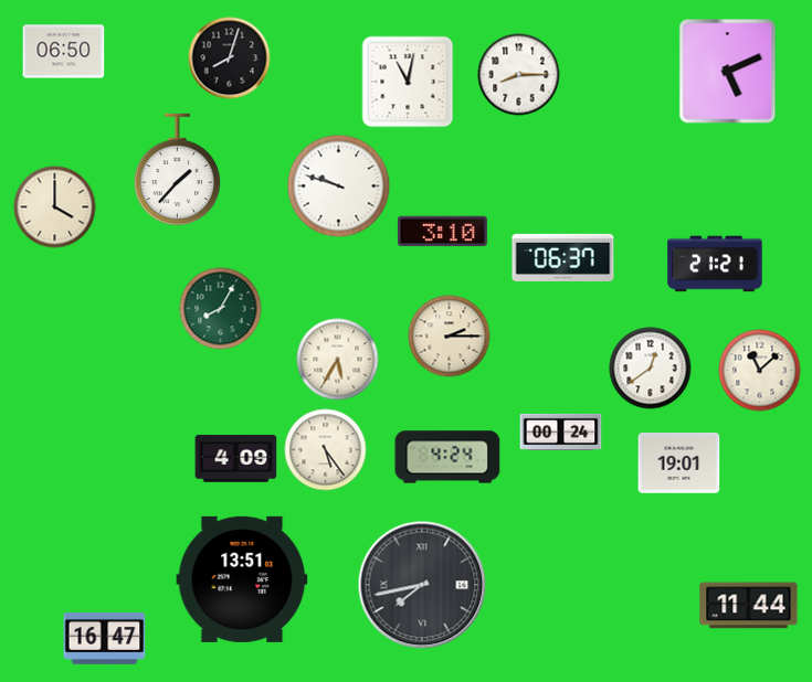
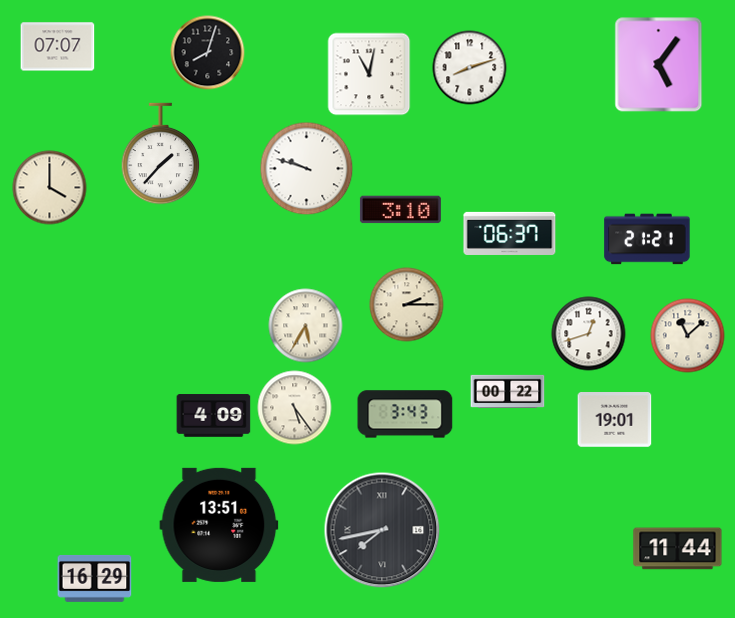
clock at (64, 52): 06:50 -> 07:07
clock at (728, 72): 5:11 -> 5:06
clock at (519, 75): 8:15 -> 8:12
clock at (221, 309): 8:05 -> none
clock at (651, 369): 12:39 -> 12:42
clock at (561, 431): 00:24 -> 00:22
clock at (447, 457): 4:24 -> 3:43
clock at (105, 638): 16:47 -> 16:29
